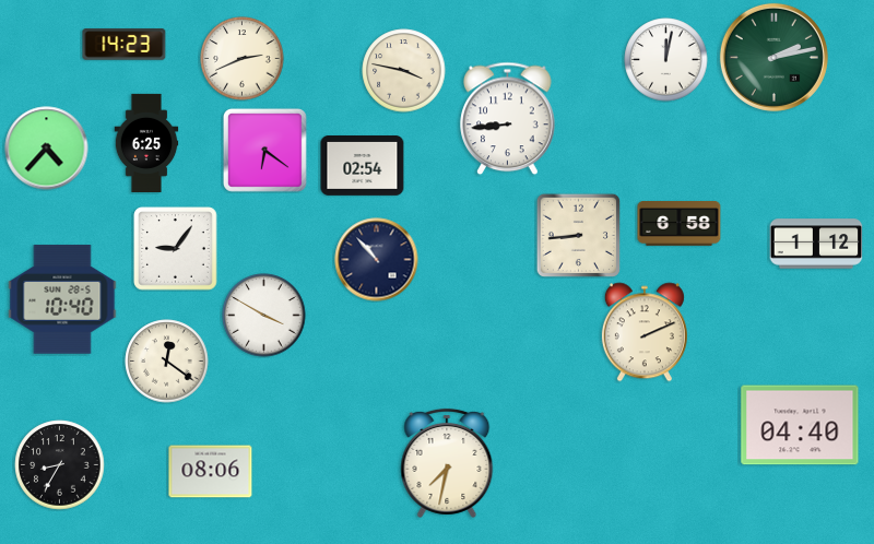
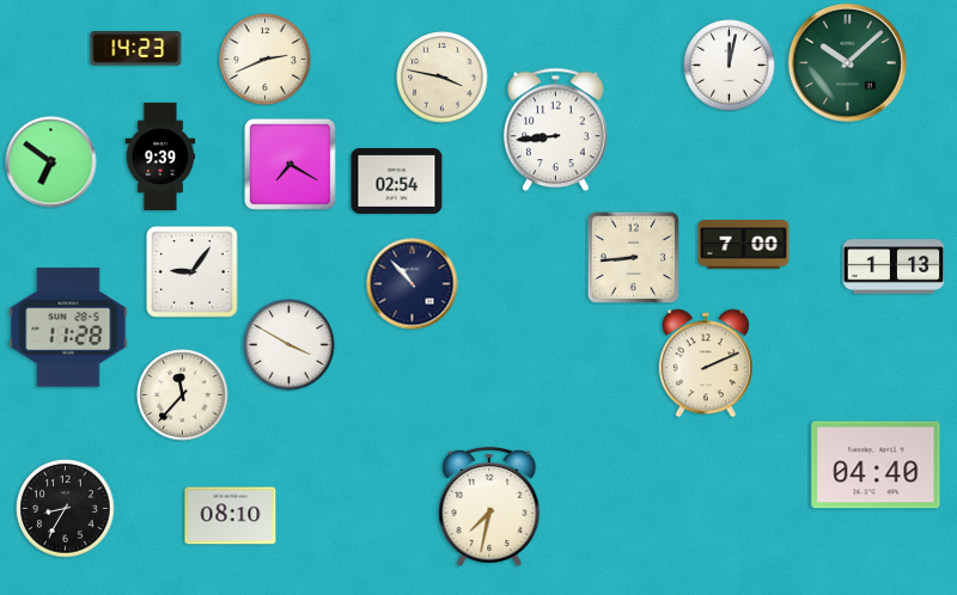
clock at (773, 57): 2:13 -> 10:08
clock at (243, 59) position: (243, 59) -> (266, 60)
clock at (146, 142): 6:25 -> 9:39
clock at (47, 149): 4:37 -> 6:51
clock at (264, 150): 6:21 -> 7:20
clock at (680, 224): 6:58 -> 7:00
clock at (816, 244): 1:12 -> 1:13
clock at (62, 299): 10:40 -> 11:28
clock at (167, 362): 12:21 -> 11:37
clock at (211, 472): 08:06 -> 08:10
